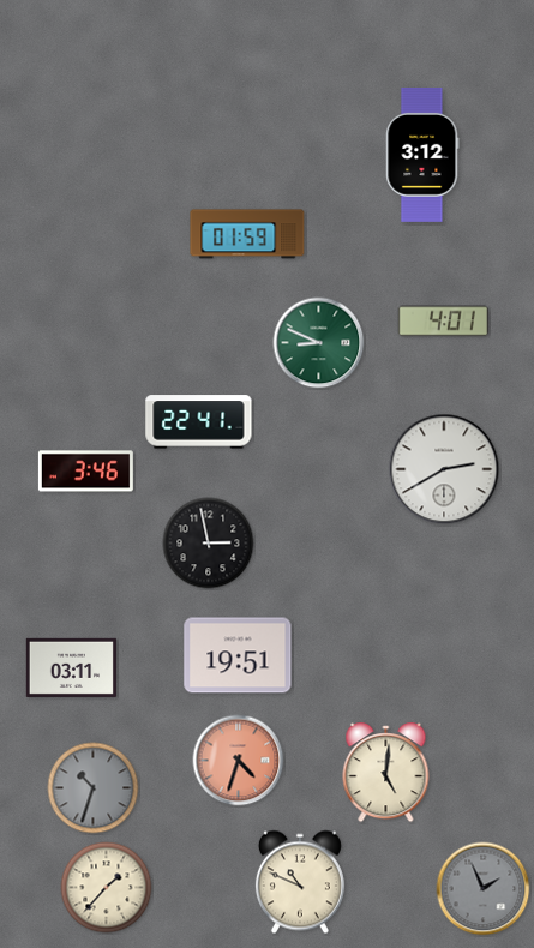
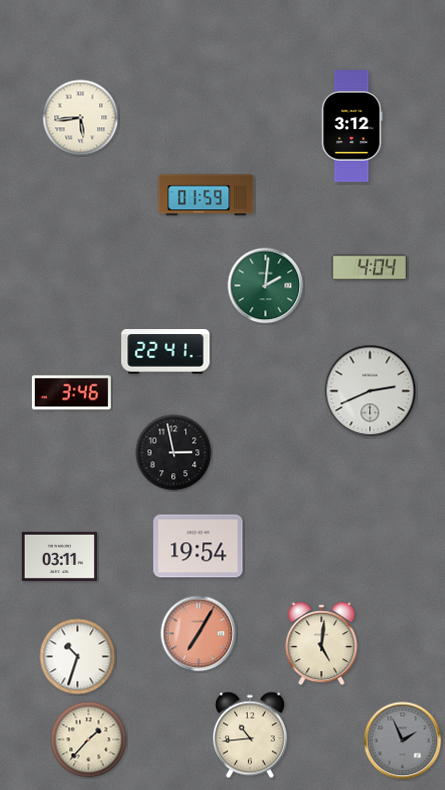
clock at (81, 118): none -> 5:44
clock at (422, 155) position: (422, 155) -> (352, 126)
clock at (443, 322): 4:01 -> 4:04
clock at (319, 343): 8:49 -> 2:01
clock at (444, 469): 2:40 -> 2:41
clock at (238, 655): 19:51 -> 19:54
clock at (239, 761): 4:33 -> 7:05
clock at (94, 788) dial: grey -> white
clock at (300, 882): 10:49 -> 10:44
